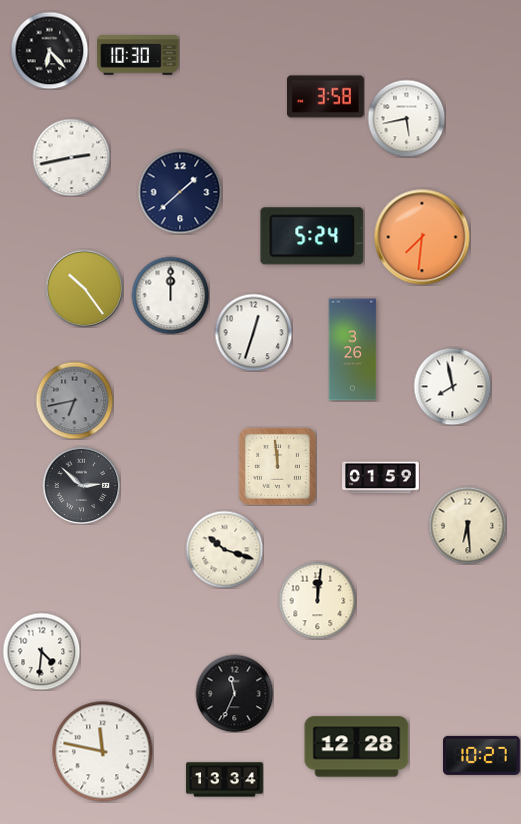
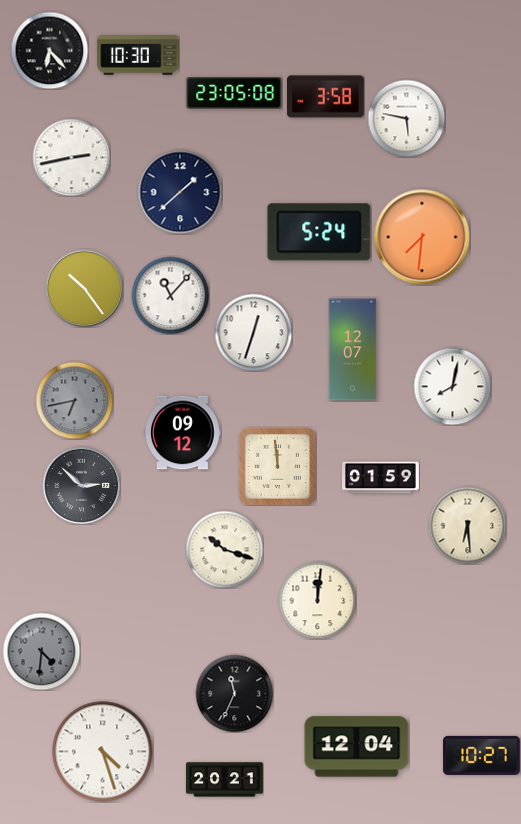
clock at (234, 93): none -> 23:05
clock at (406, 118): 5:43 -> 5:47
clock at (312, 236) position: (312, 236) -> (319, 232)
clock at (170, 295): 12:00 -> 11:07
clock at (353, 350): 3:26 -> 12:07
clock at (452, 386): 7:58 -> 8:02
clock at (183, 433): none -> 09:12
clock at (41, 651) dial: white -> grey
clock at (357, 747): 12:28 -> 12:04
clock at (103, 752): 11:47 -> 4:27
clock at (225, 780): 13:34 -> 20:21
